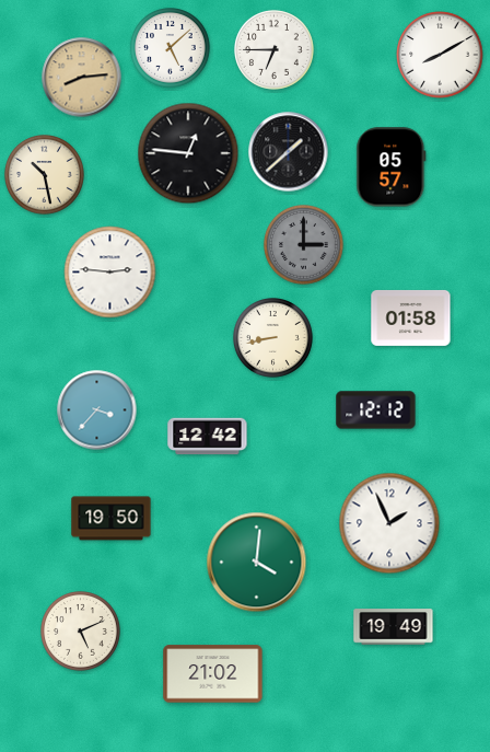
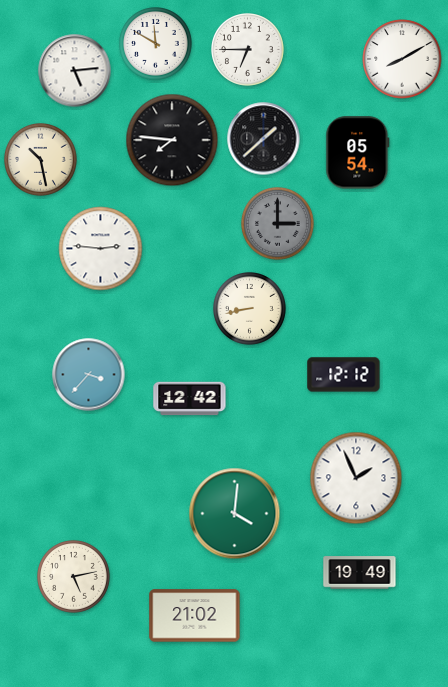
clock at (171, 48): 5:08 -> 11:50
clock at (275, 50) position: (275, 50) -> (248, 50)
clock at (440, 55) position: (440, 55) -> (402, 59)
clock at (82, 78): 8:14 -> 5:14
clock at (82, 78) dial: champagne -> white
clock at (188, 153): 12:46 -> 7:46
clock at (392, 167): 05:57 -> 05:54
clock at (411, 317): 01:58 -> none
clock at (112, 519): 19:50 -> none
clock at (81, 632): 5:11 -> 5:13
